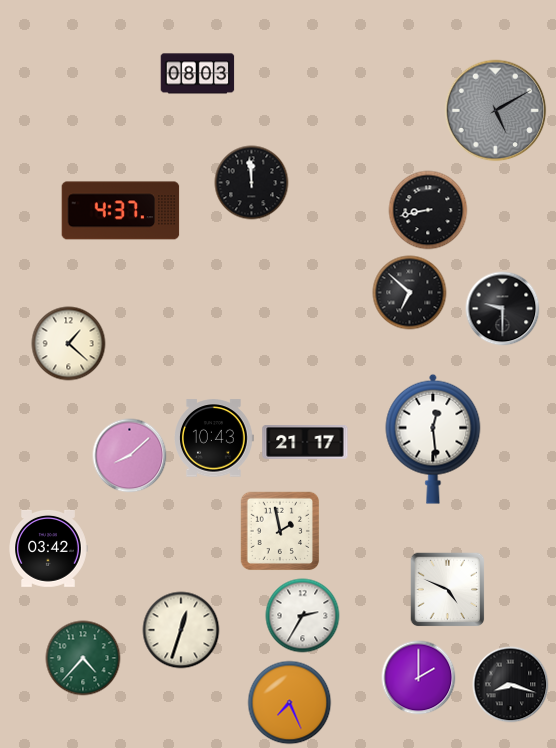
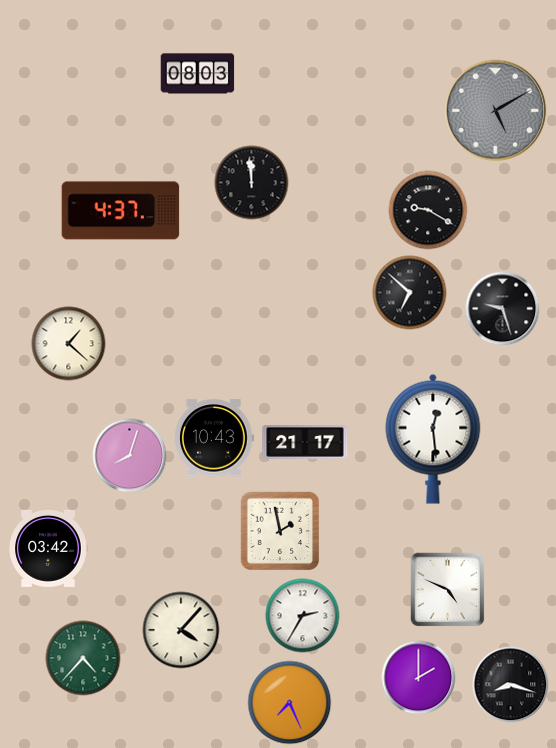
clock at (428, 210): 8:43 -> 9:20
clock at (503, 309): 9:30 -> 9:27
clock at (130, 456): 8:08 -> 8:03
clock at (181, 630): 12:33 -> 4:07
